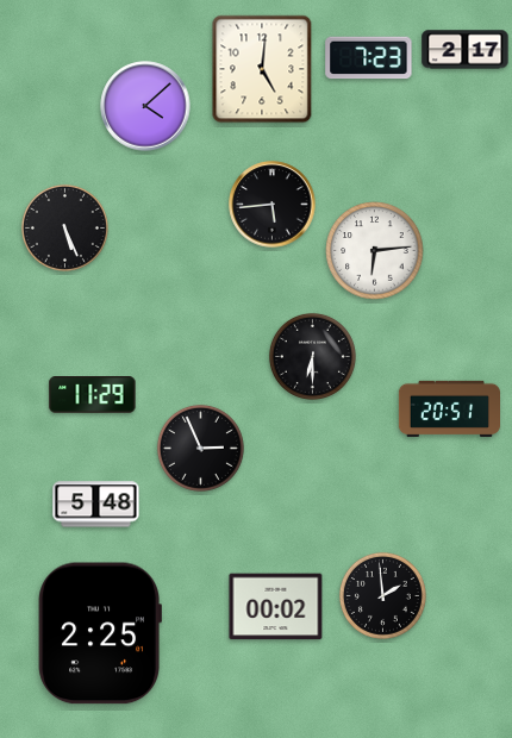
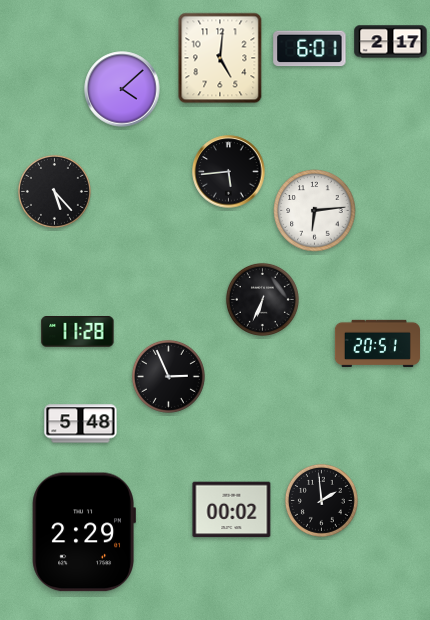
clock at (369, 58): 7:23 -> 6:01
clock at (64, 227): 5:26 -> 5:23
clock at (312, 356): 6:30 -> 6:34
clock at (93, 395): 11:29 -> 11:28
clock at (100, 633): 2:25 -> 2:29
